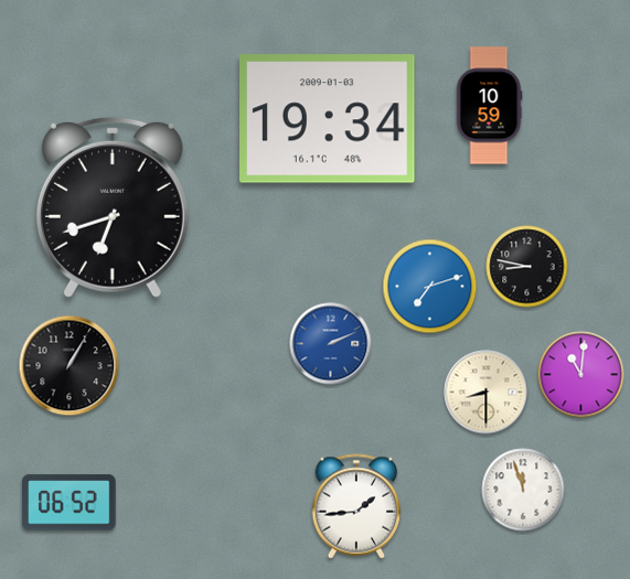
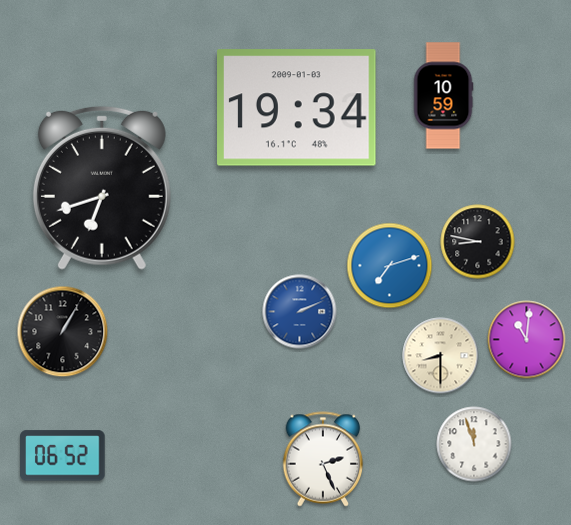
clock at (430, 287) position: (430, 287) -> (390, 266)
clock at (356, 506): 1:44 -> 2:26
